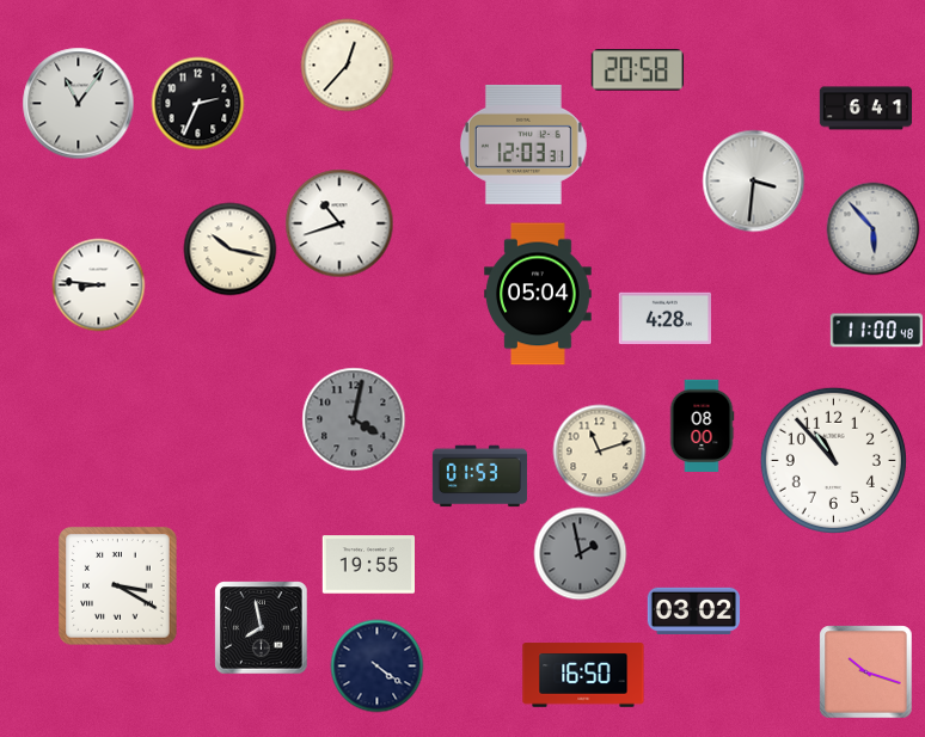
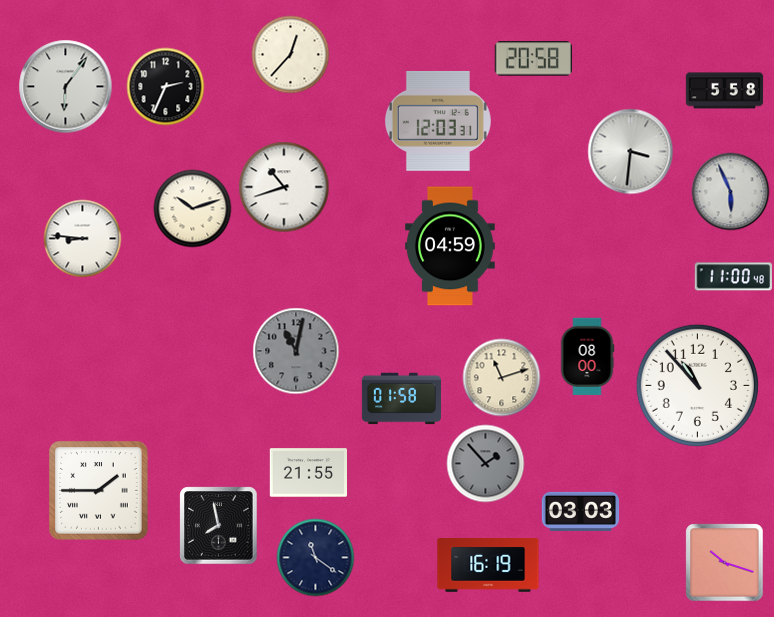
clock at (78, 103): 11:06 -> 6:06
clock at (865, 109): 6:41 -> 5:58
clock at (872, 228): 5:53 -> 5:56
clock at (229, 248): 10:17 -> 10:12
clock at (538, 294): 05:04 -> 04:59
clock at (664, 319): 4:28 -> none
clock at (354, 419): 4:02 -> 11:02
clock at (479, 477): 01:53 -> 01:58
clock at (580, 553): 1:58 -> 1:53
clock at (368, 565): 19:55 -> 21:55
clock at (118, 586): 3:20 -> 1:45
clock at (693, 610): 03:02 -> 03:03
clock at (376, 665): 4:21 -> 11:21
clock at (583, 675): 16:50 -> 16:19
